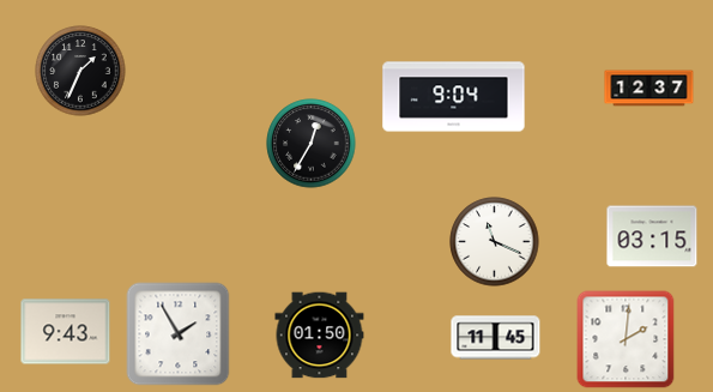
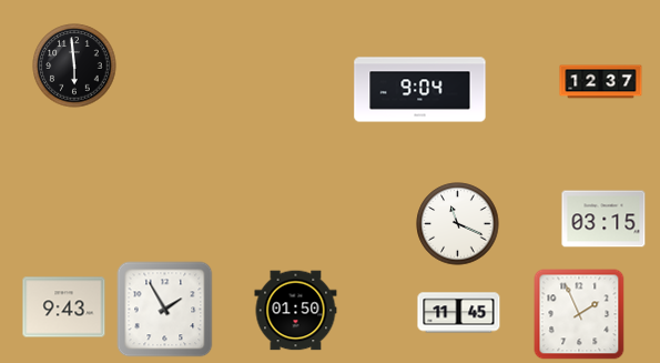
clock at (80, 71): 1:34 -> 5:59
clock at (312, 144): 12:35 -> none
clock at (66, 332) position: (66, 332) -> (64, 307)
clock at (626, 339): 2:01 -> 1:56
